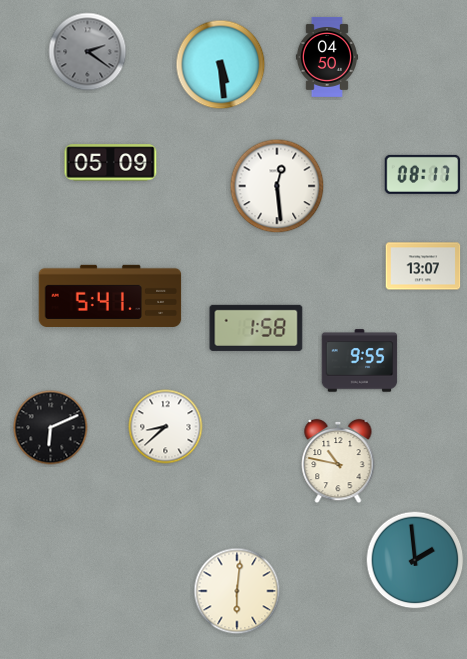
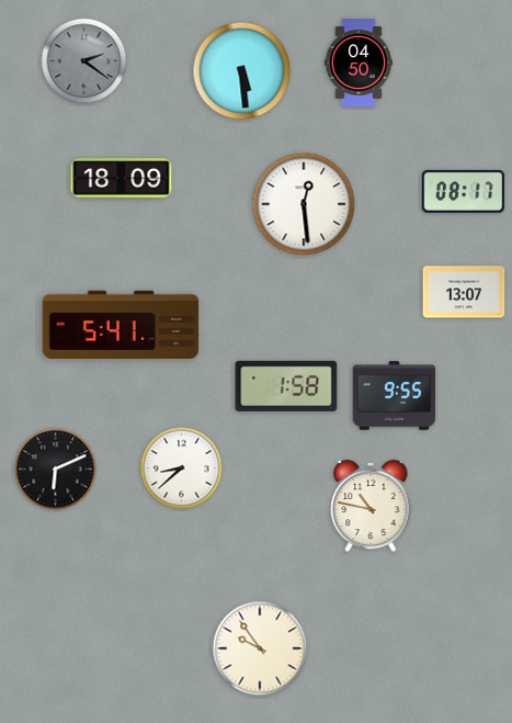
clock at (88, 52) position: (88, 52) -> (84, 61)
clock at (111, 163): 05:09 -> 18:09
clock at (256, 328) position: (256, 328) -> (286, 386)
clock at (415, 560): 1:59 -> none
clock at (237, 591): 6:01 -> 9:54
